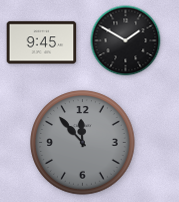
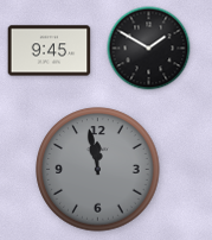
clock at (83, 143): 11:53 -> 11:58
